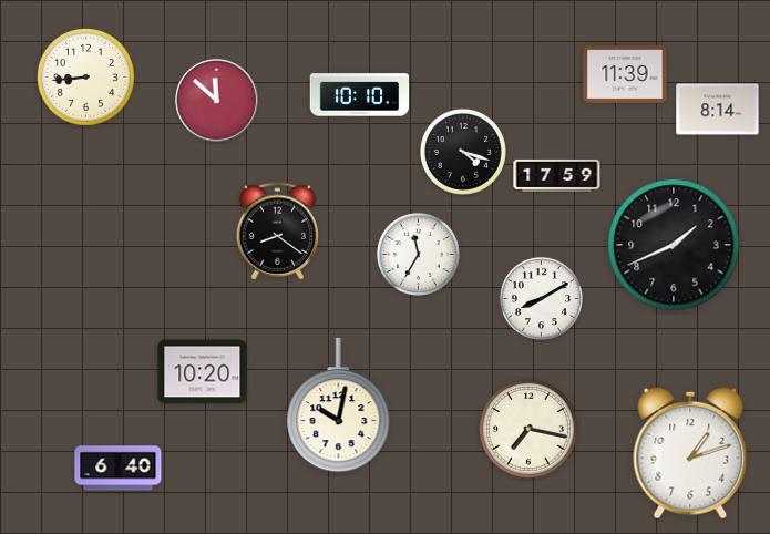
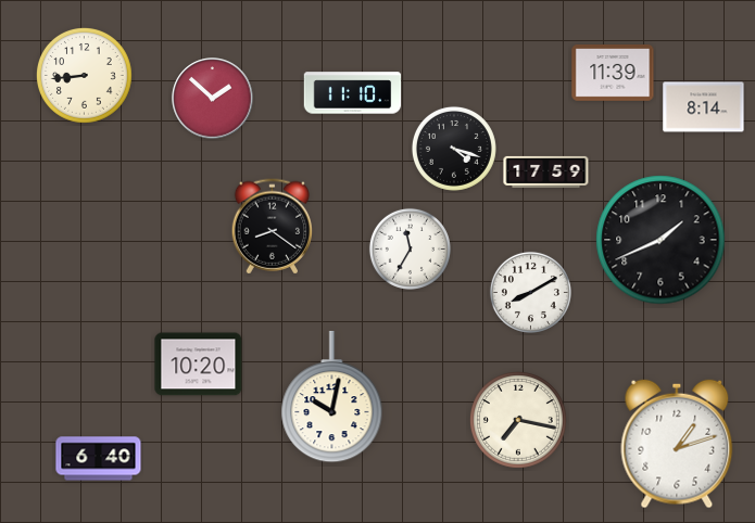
clock at (360, 95): 10:10 -> 11:10
clock at (217, 101): 11:52 -> 1:52
clock at (119, 469) position: (119, 469) -> (99, 459)
